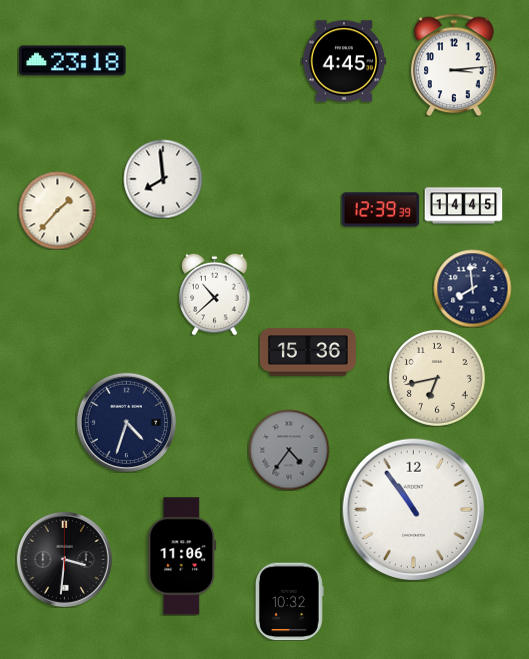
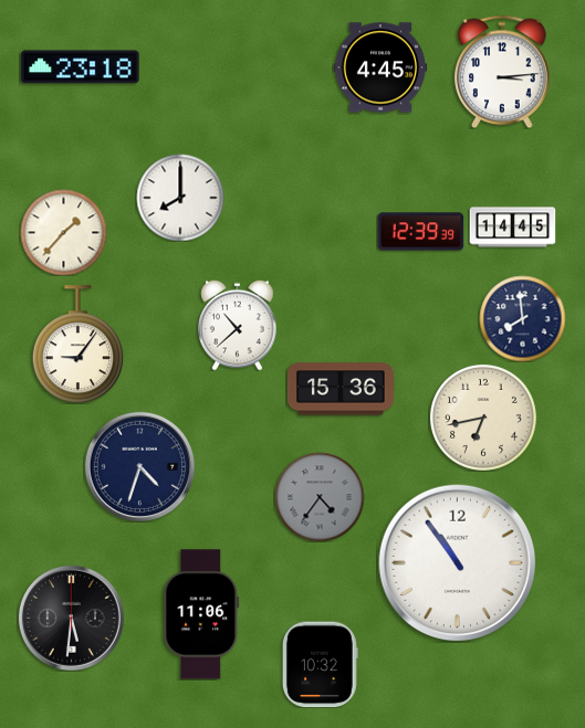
clock at (163, 179): 7:59 -> 8:00
clock at (77, 345): none -> 9:06
clock at (64, 559): 3:31 -> 5:31
